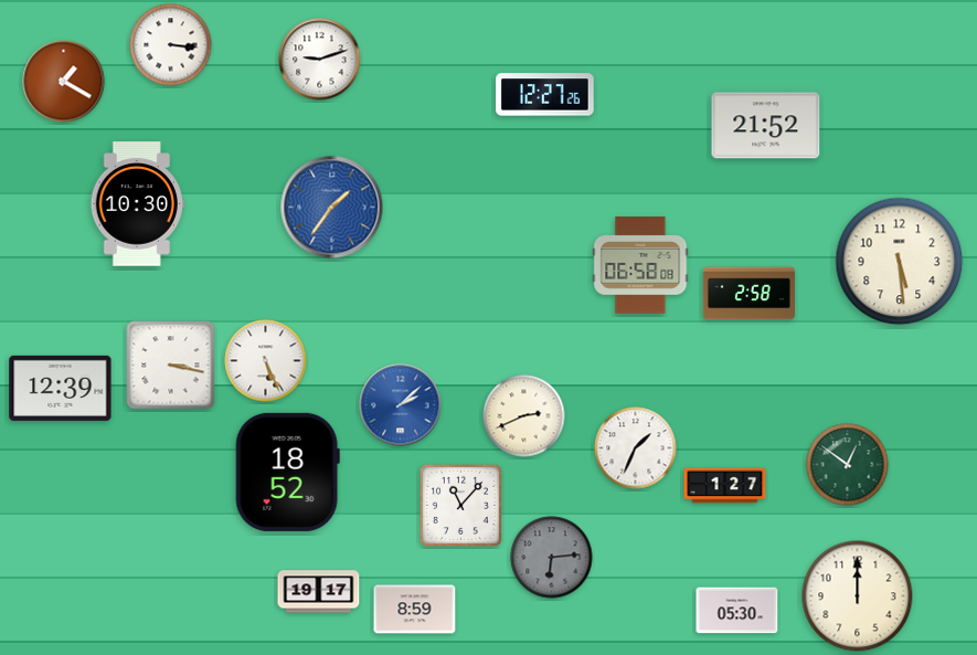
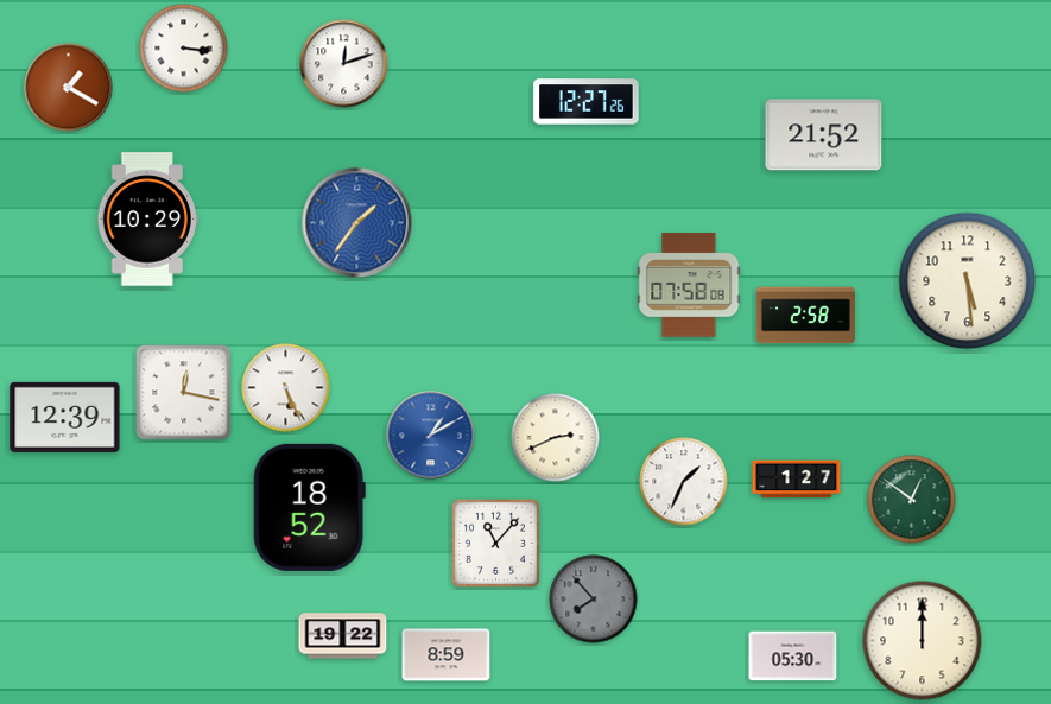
clock at (320, 60): 9:12 -> 12:12
clock at (137, 204): 10:30 -> 10:29
clock at (640, 265): 06:58 -> 07:58
clock at (171, 366): 3:17 -> 12:17
clock at (401, 405): 2:08 -> 1:10
clock at (524, 416) position: (524, 416) -> (556, 438)
clock at (725, 486) position: (725, 486) -> (797, 480)
clock at (552, 558): 6:14 -> 7:53
clock at (319, 592): 19:17 -> 19:22
